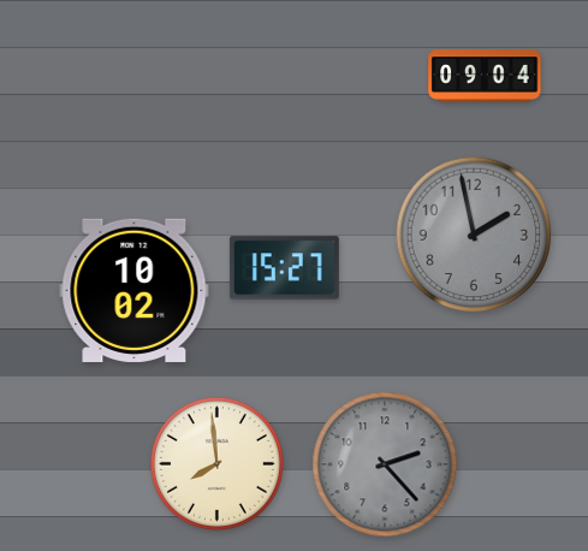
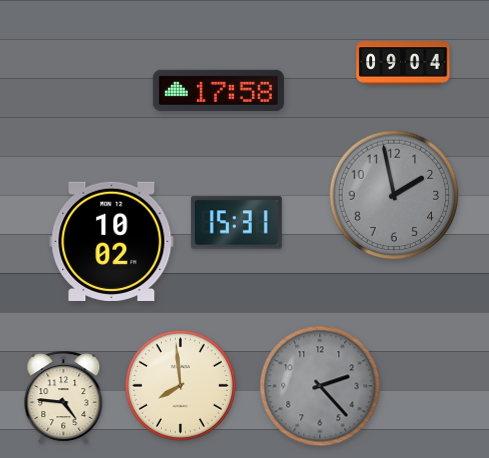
clock at (218, 90): none -> 17:58
clock at (284, 268): 15:27 -> 15:31
clock at (64, 398): none -> 4:46
